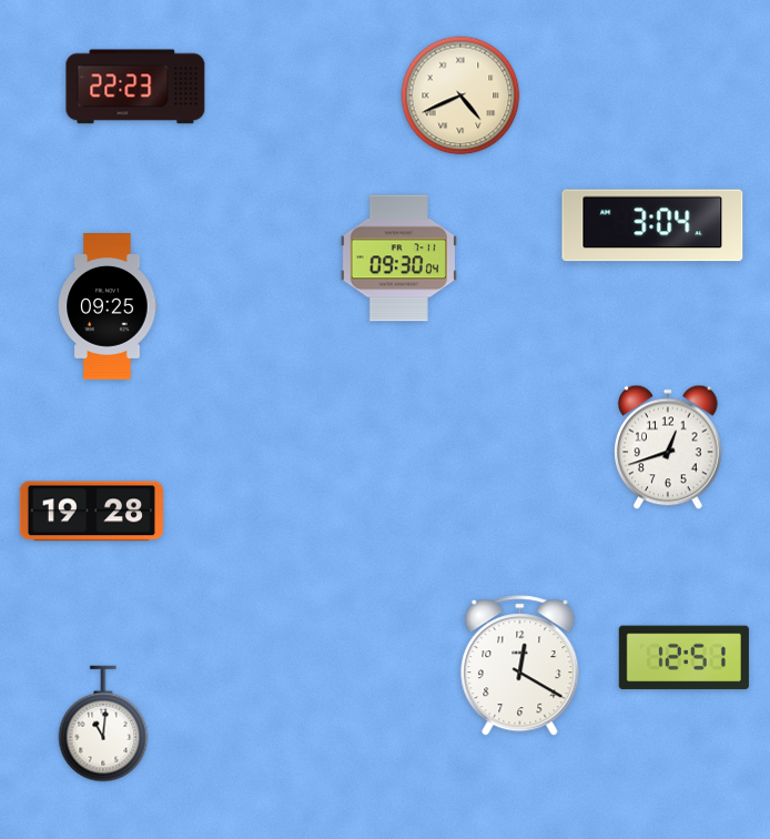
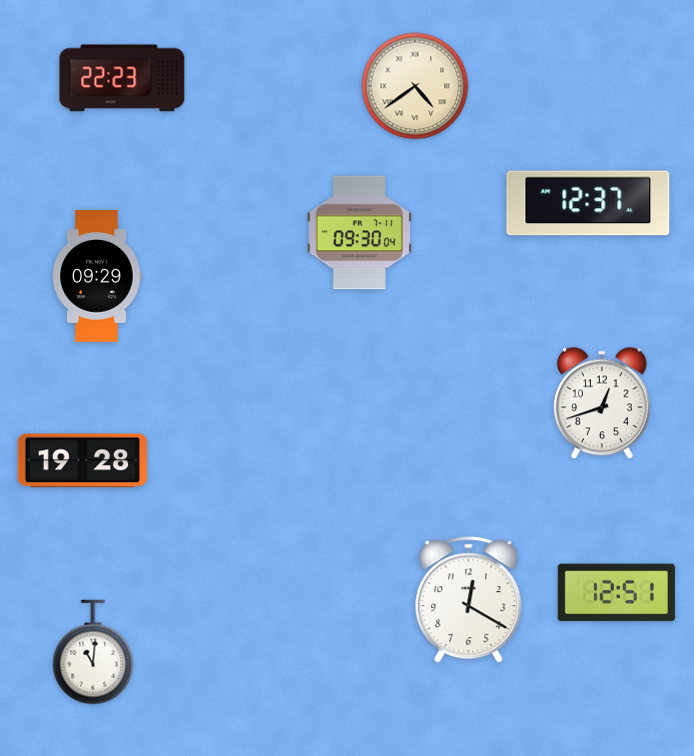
clock at (460, 95): 4:41 -> 4:39
clock at (652, 225): 3:04 -> 12:37
clock at (108, 307): 09:25 -> 09:29
